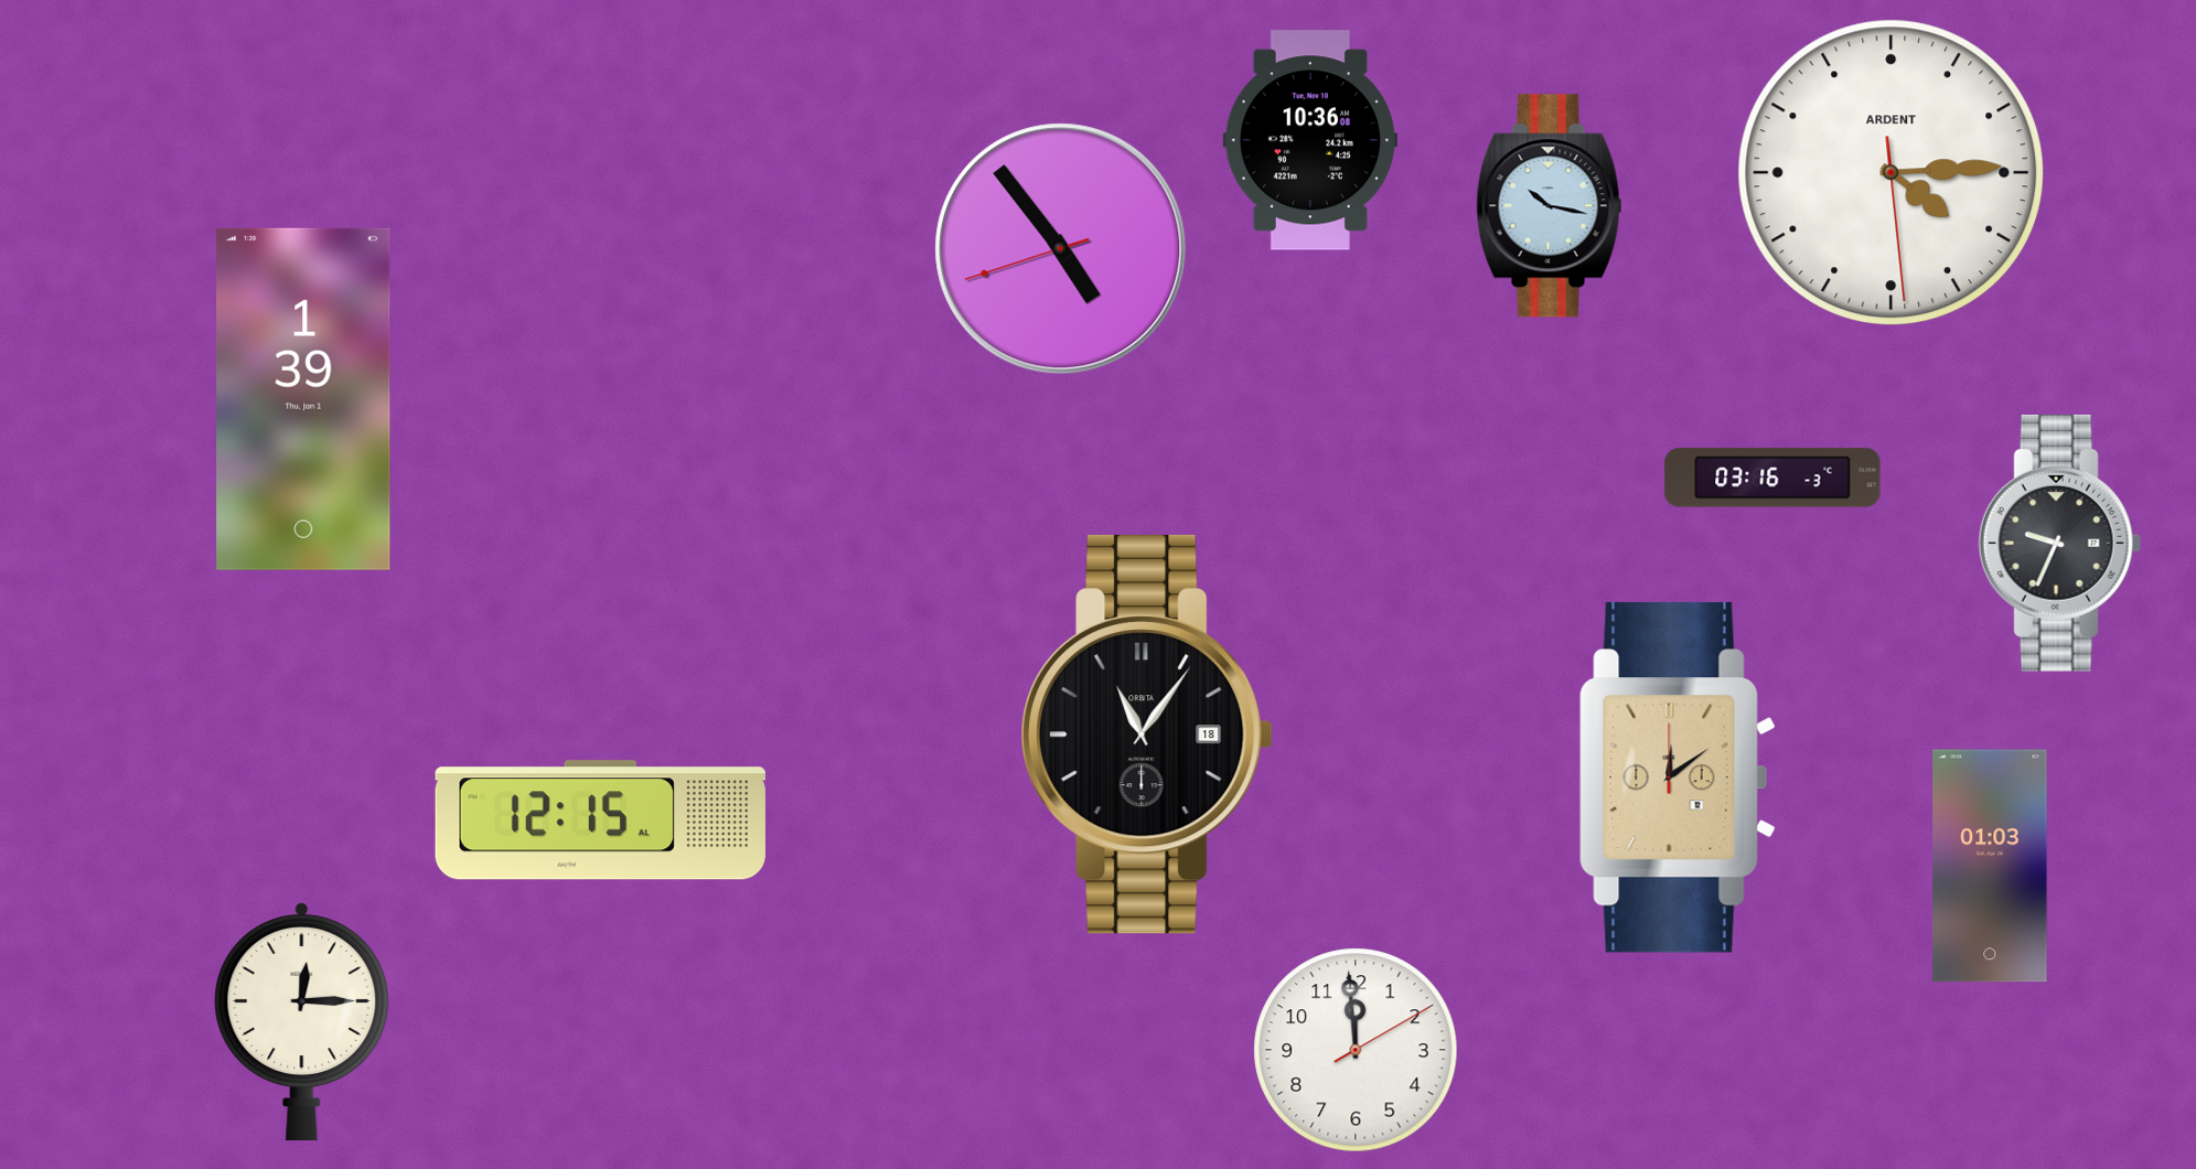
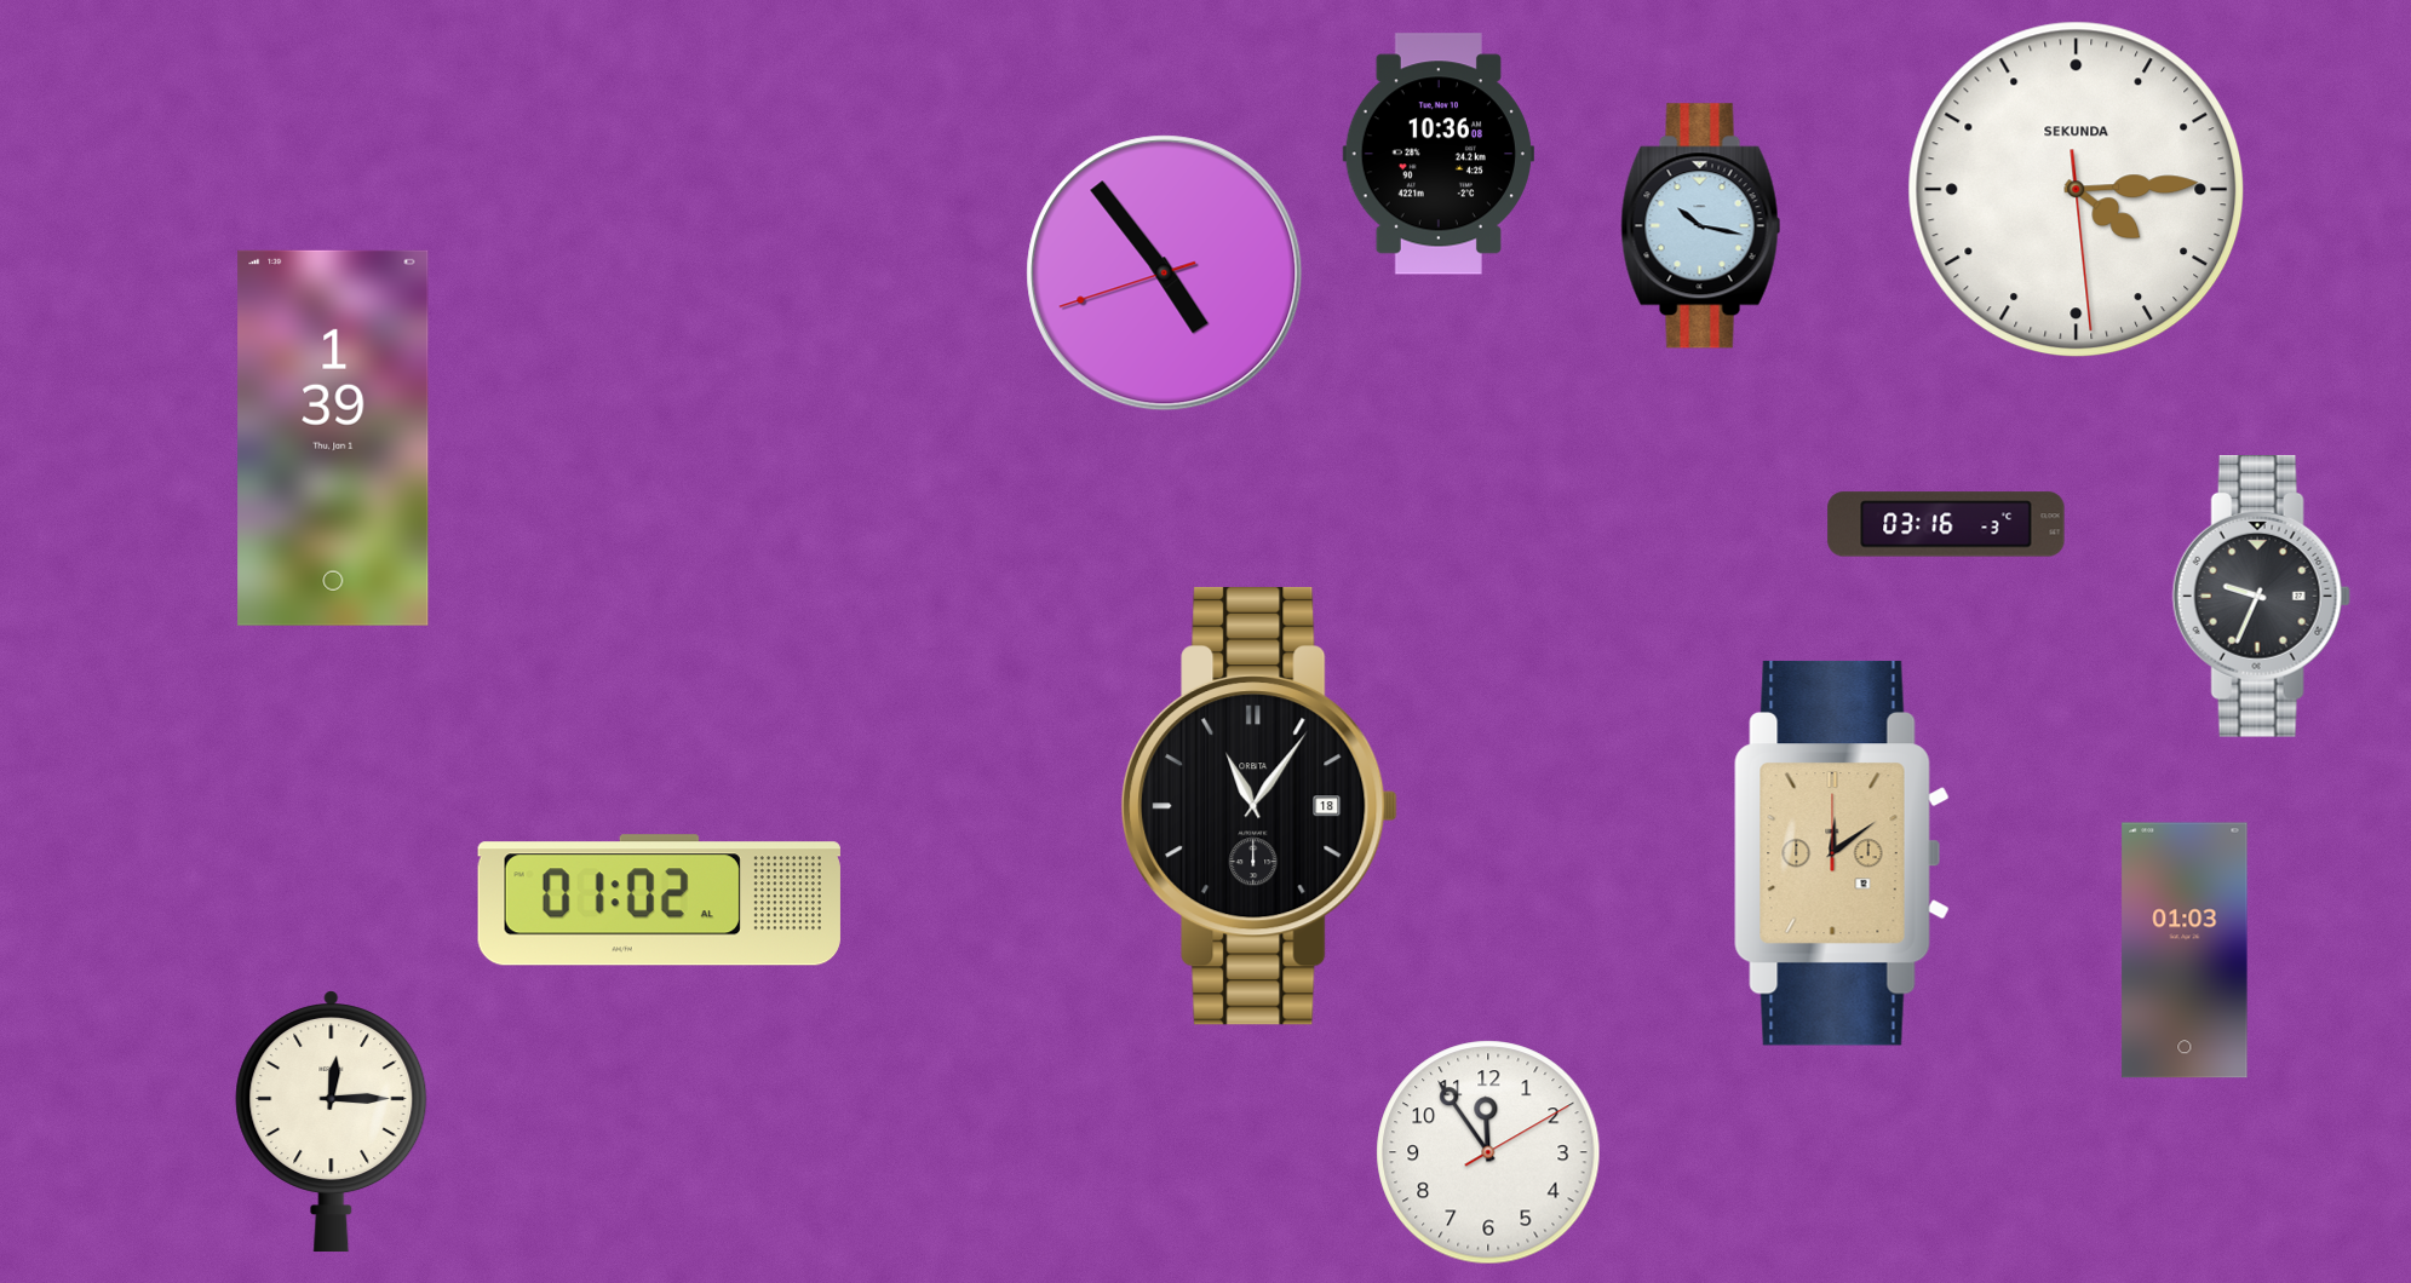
clock at (1892, 173) brand: ARDENT -> SEKUNDA
clock at (600, 821): 12:15 -> 01:02
clock at (1356, 1050): 11:59 -> 11:54
